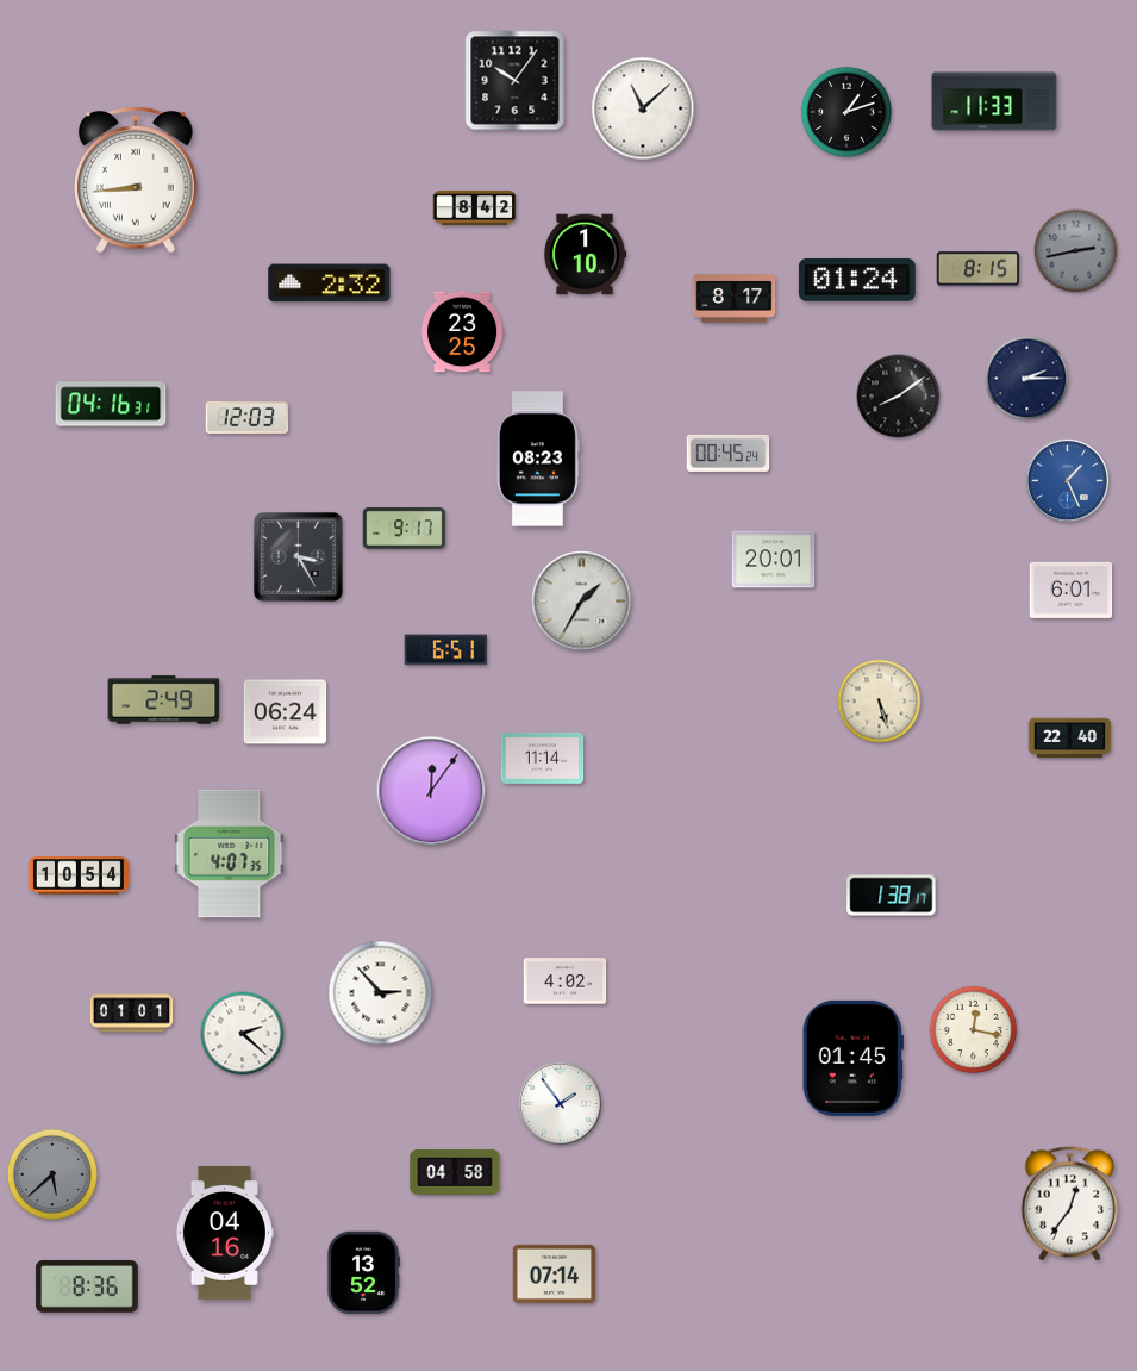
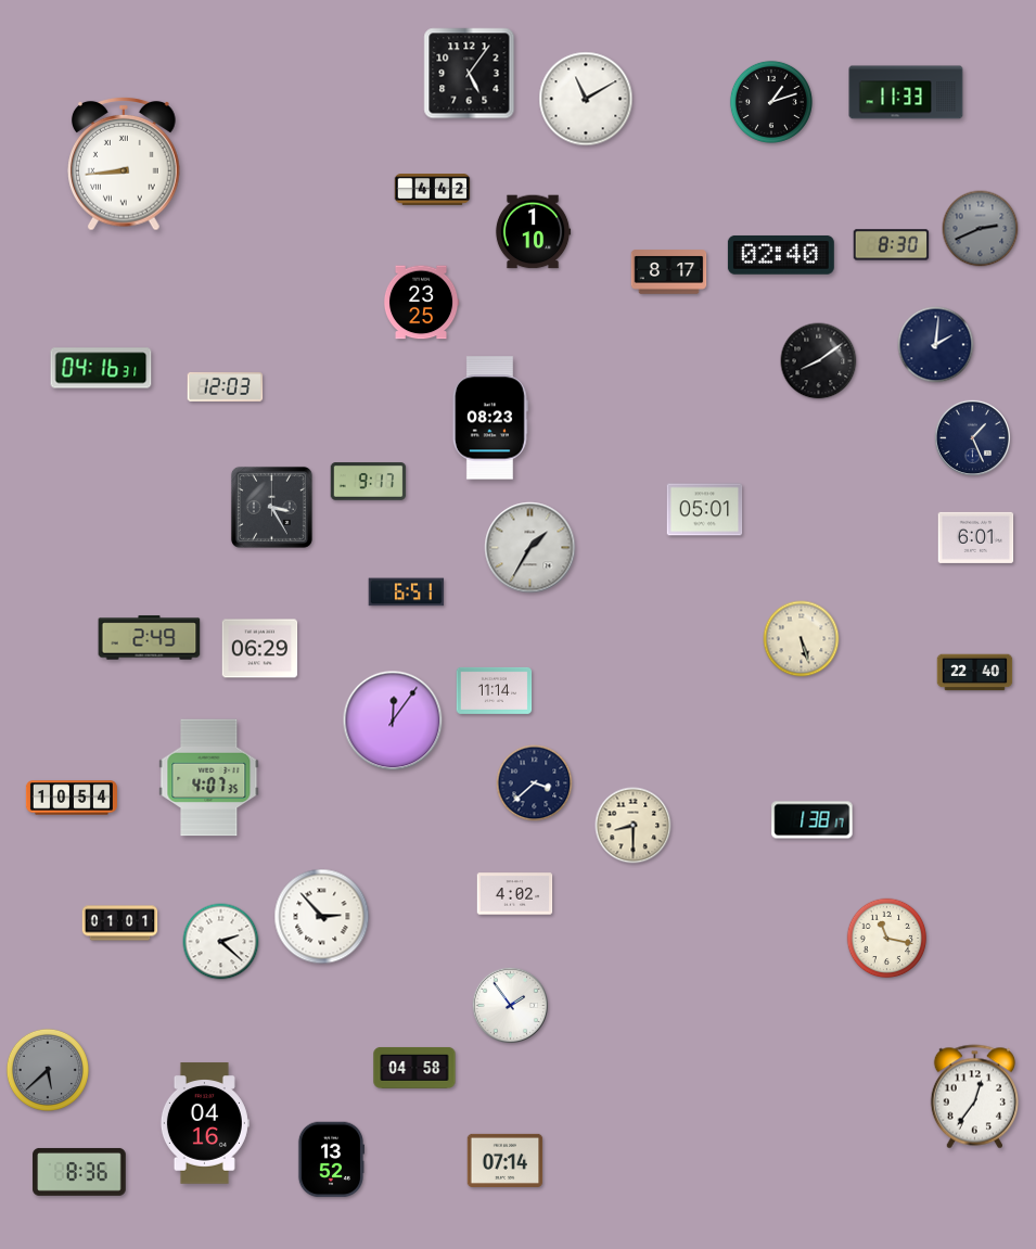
clock at (516, 81): 10:06 -> 5:06
clock at (643, 108): 11:08 -> 11:10
clock at (475, 208): 8:42 -> 4:42
clock at (1076, 251): 2:43 -> 2:41
clock at (979, 269): 8:15 -> 8:30
clock at (857, 280): 01:24 -> 02:40
clock at (330, 283): 2:32 -> none
clock at (1027, 379): 2:15 -> 2:01
clock at (248, 418) position: (248, 418) -> (226, 387)
clock at (729, 453): 00:45 -> none
clock at (1067, 480) dial: blue -> navy
clock at (774, 560): 20:01 -> 05:01
clock at (286, 712): 06:24 -> 06:29
clock at (535, 783): none -> 3:38
clock at (892, 896) position: (892, 896) -> (813, 820)
clock at (634, 826): none -> 8:30
clock at (381, 993) position: (381, 993) -> (322, 917)
clock at (974, 1030): 12:17 -> 11:17
clock at (852, 1058): 01:45 -> none
